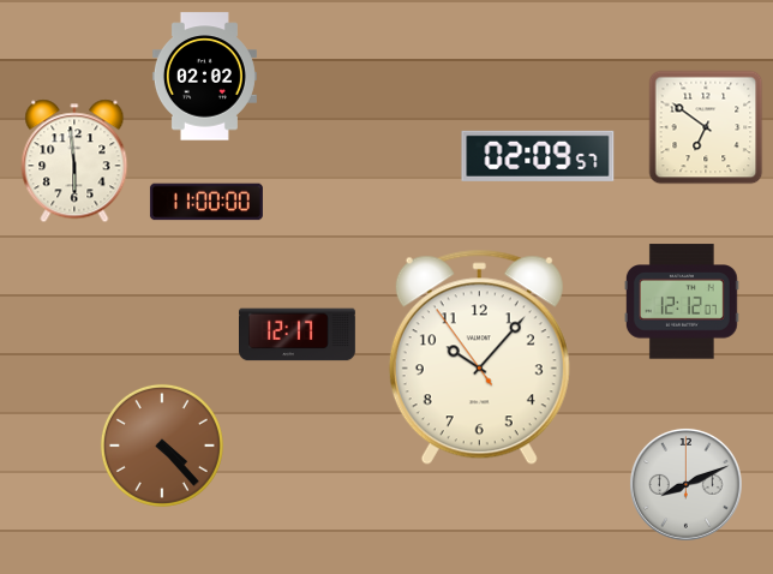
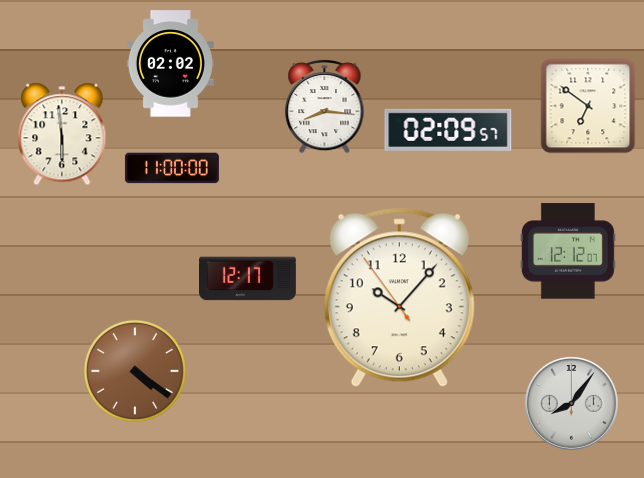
clock at (325, 106): none -> 8:16
clock at (162, 446): 4:23 -> 4:21
clock at (685, 484): 8:11 -> 8:06
